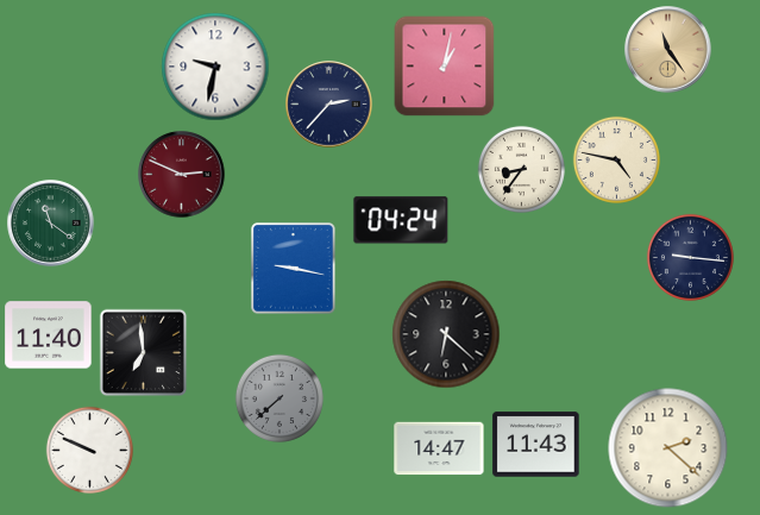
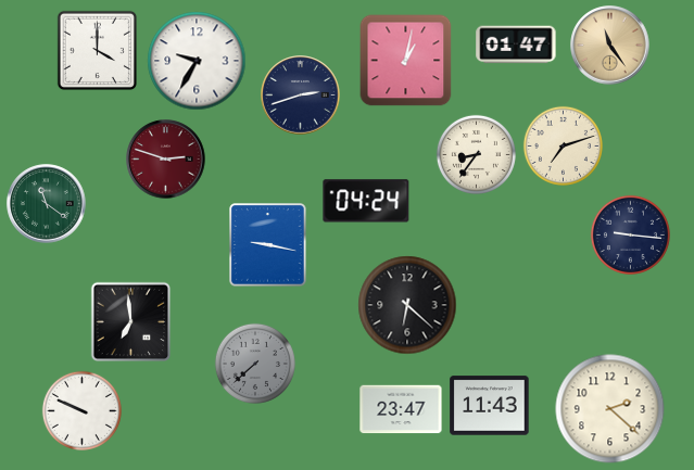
clock at (516, 45): none -> 01:47
clock at (97, 50): none -> 4:00
clock at (215, 67): 9:32 -> 9:35
clock at (329, 105): 2:37 -> 2:42
clock at (616, 159): 4:47 -> 7:12
clock at (182, 175): 2:49 -> 2:48
clock at (49, 335): 11:40 -> none
clock at (439, 448): 14:47 -> 23:47
